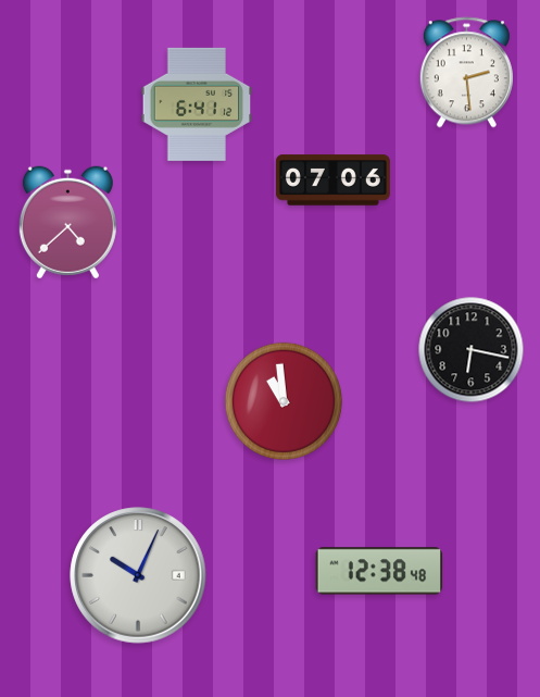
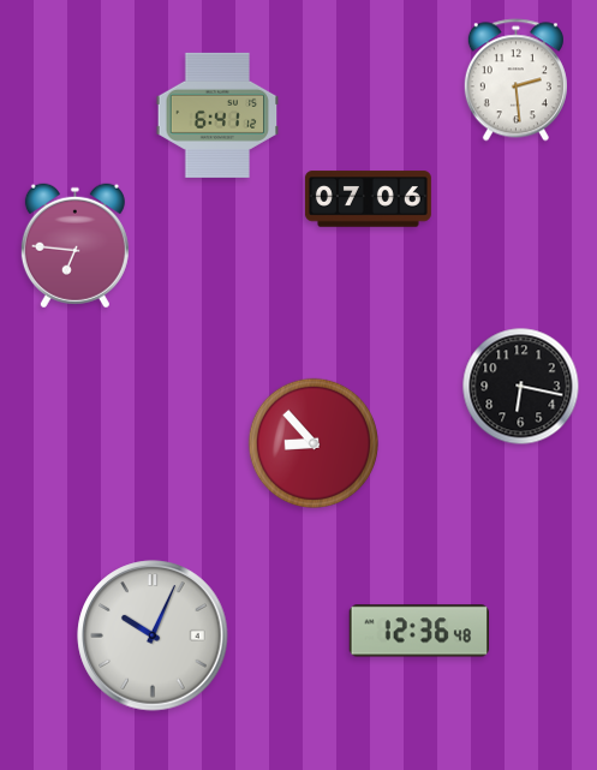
clock at (67, 223): 4:38 -> 6:46
clock at (284, 401): 10:59 -> 8:53
clock at (378, 571): 12:38 -> 12:36
